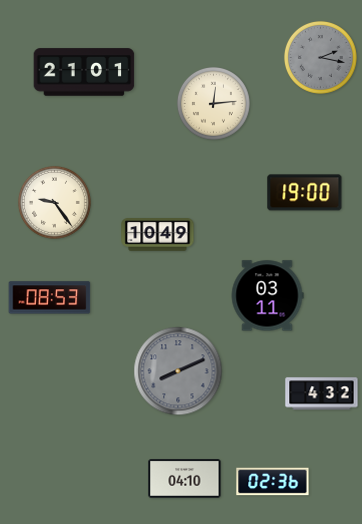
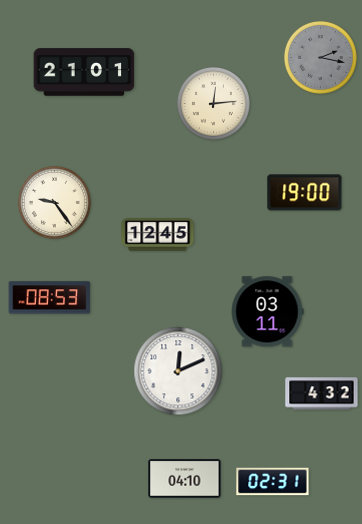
clock at (158, 235): 10:49 -> 12:45
clock at (267, 296) position: (267, 296) -> (267, 312)
clock at (178, 371): 8:11 -> 12:11
clock at (178, 371) dial: grey -> white
clock at (273, 482): 02:36 -> 02:31
